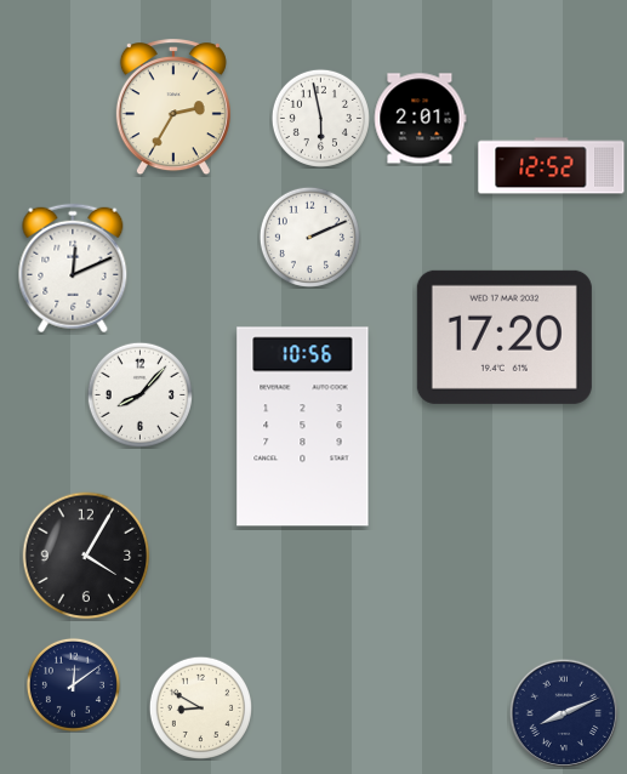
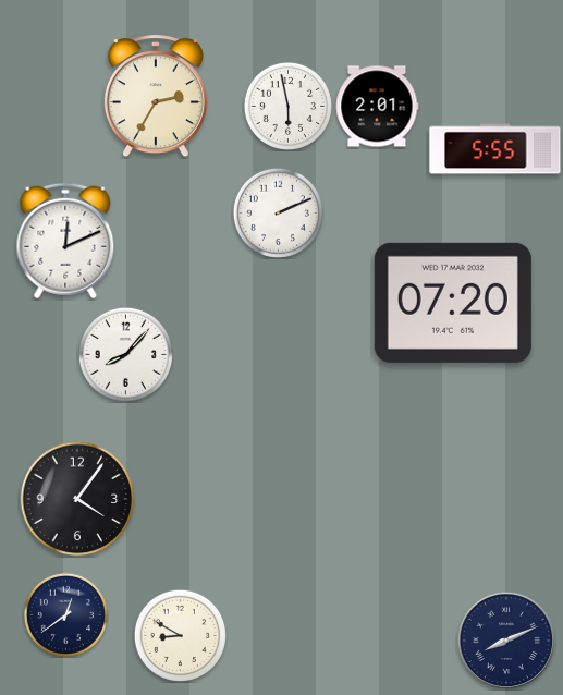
clock at (552, 166): 12:52 -> 5:55
clock at (505, 337): 17:20 -> 07:20
clock at (303, 427): 10:56 -> none
clock at (86, 556): 4:05 -> 4:06
clock at (73, 684): 12:09 -> 12:39
